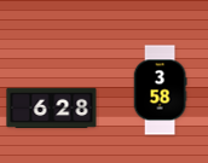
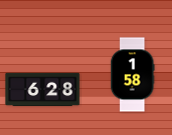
clock at (160, 91): 3:58 -> 1:58
